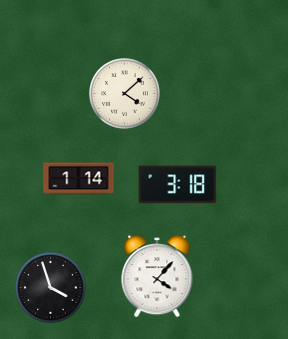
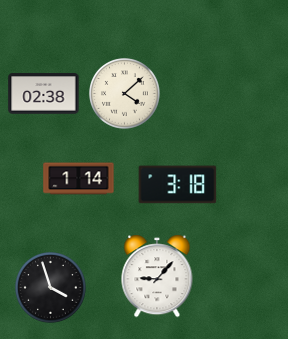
clock at (44, 94): none -> 02:38
clock at (157, 276): 4:07 -> 9:07
